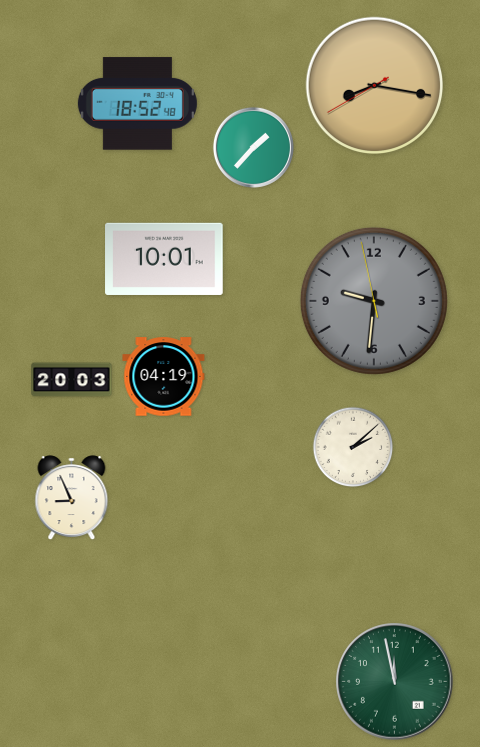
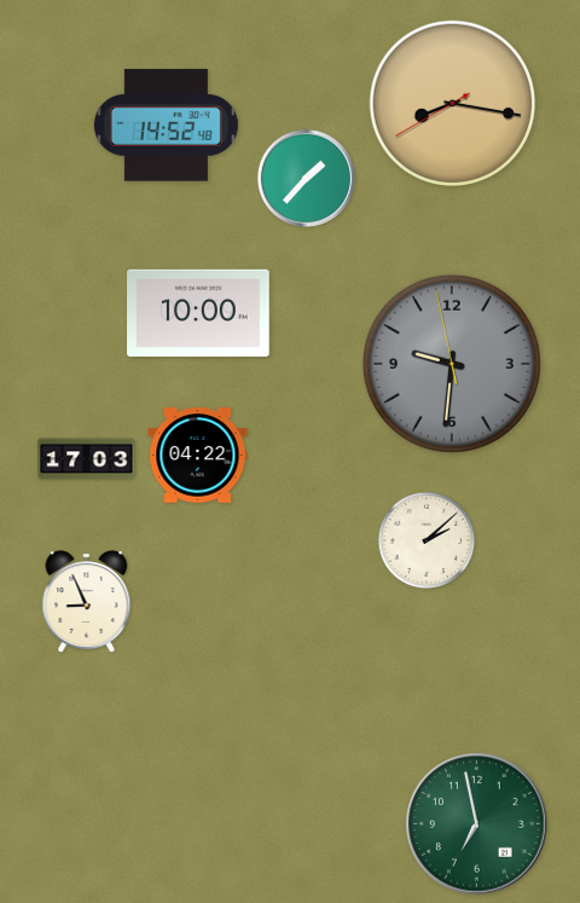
clock at (137, 104): 18:52 -> 14:52
clock at (164, 259): 10:01 -> 10:00
clock at (164, 377): 04:19 -> 04:22
clock at (72, 380): 20:03 -> 17:03
clock at (395, 682): 11:58 -> 6:58
